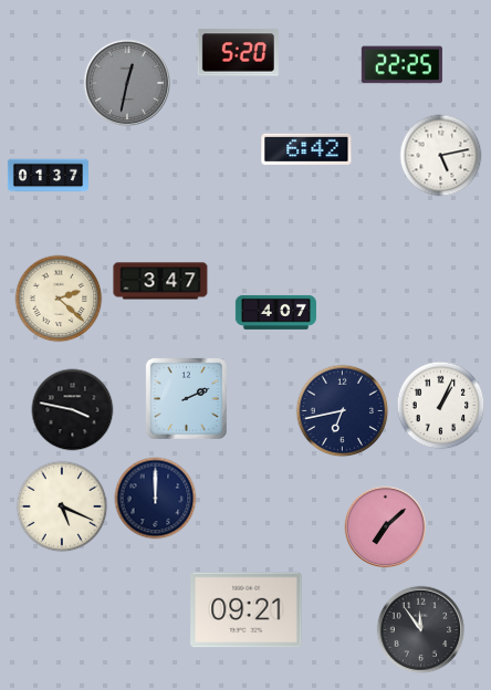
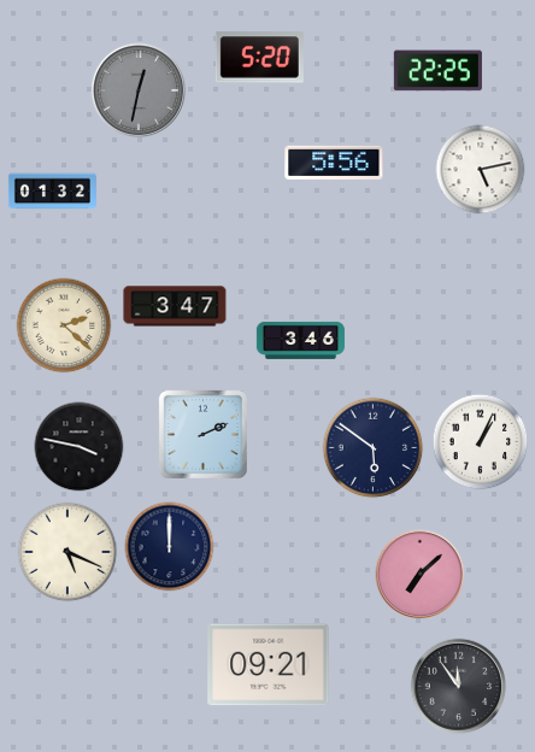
clock at (306, 149): 6:42 -> 5:56
clock at (48, 176): 01:37 -> 01:32
clock at (275, 312): 4:07 -> 3:46
clock at (343, 411): 6:43 -> 5:51
clock at (156, 499) position: (156, 499) -> (170, 547)
